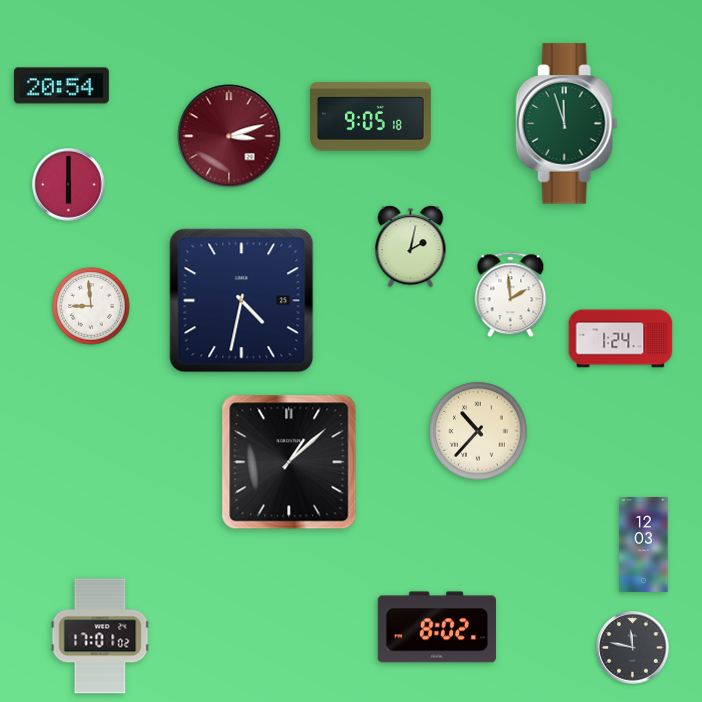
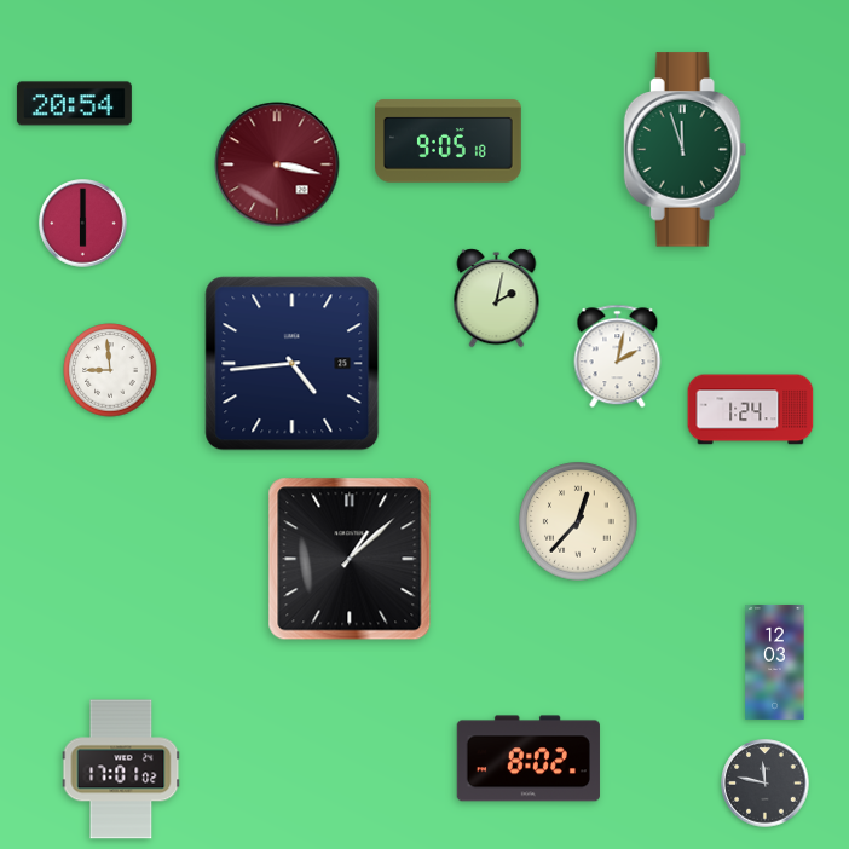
clock at (229, 136): 3:12 -> 3:17
clock at (511, 295): 1:59 -> 2:02
clock at (242, 301): 4:32 -> 4:44
clock at (478, 431): 10:37 -> 12:37
clock at (644, 544) position: (644, 544) -> (775, 662)
